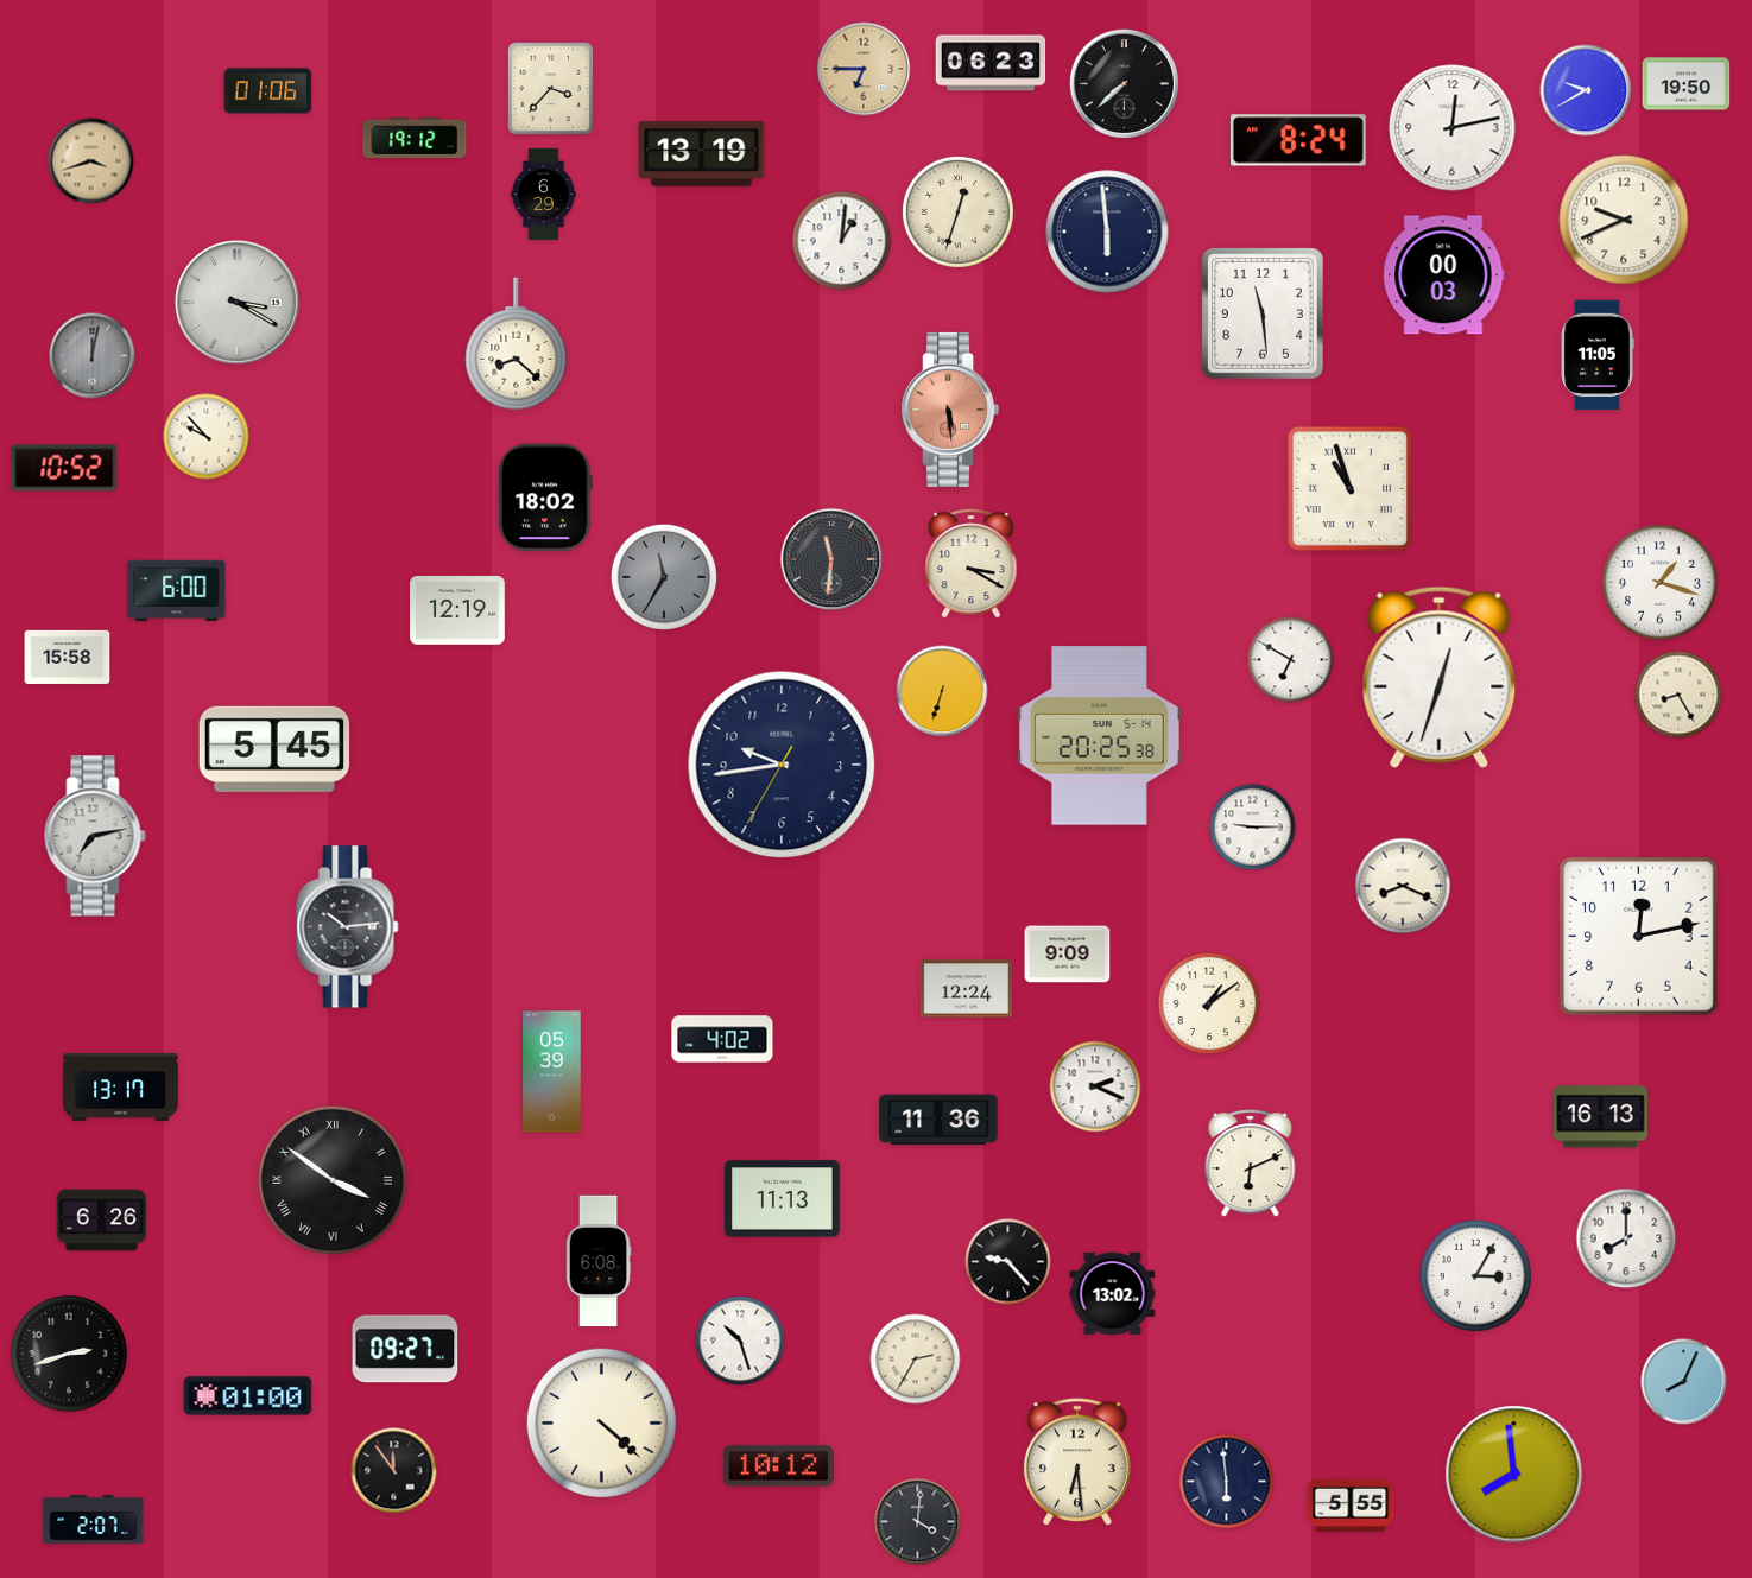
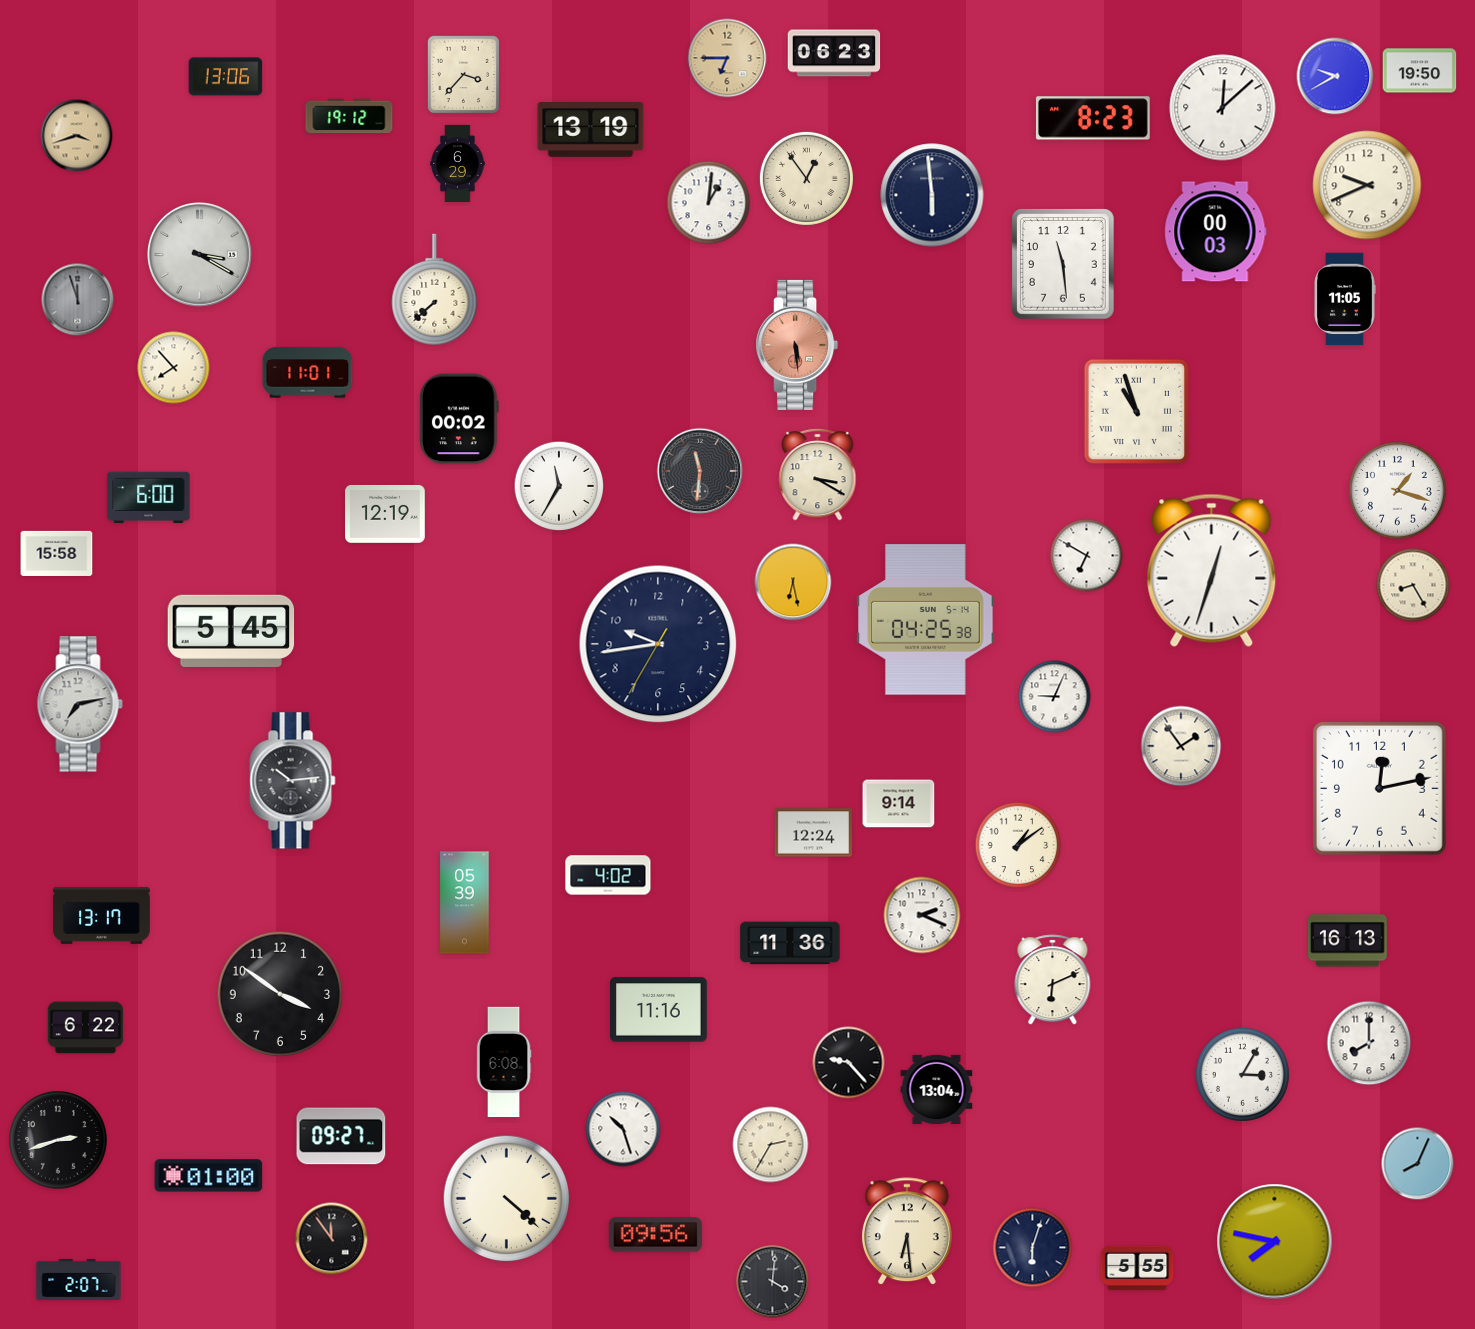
clock at (1124, 83): 7:38 -> none
clock at (268, 91): 01:06 -> 13:06
clock at (1453, 128): 12:13 -> 12:08
clock at (1298, 140): 8:24 -> 8:23
clock at (957, 211): 12:33 -> 12:54
clock at (517, 344): 8:22 -> 7:38
clock at (93, 356): 12:02 -> 11:57
clock at (950, 410) position: (950, 410) -> (797, 345)
clock at (207, 437): 9:53 -> 7:53
clock at (308, 373): none -> 11:01
clock at (64, 468): 10:52 -> none
clock at (545, 498): 18:02 -> 00:02
clock at (664, 577) dial: grey -> white
clock at (942, 691): 6:33 -> 6:28
clock at (1100, 736): 20:25 -> 04:25
clock at (1253, 828): 9:15 -> 9:04
clock at (1403, 886): 8:19 -> 1:54
clock at (1068, 955): 9:09 -> 9:14
clock at (333, 1180) numerals: Roman -> Arabic
clock at (783, 1199): 11:13 -> 11:16
clock at (102, 1221): 6:26 -> 6:22
clock at (1113, 1293): 13:02 -> 13:04
clock at (778, 1466): 10:12 -> 09:56
clock at (1514, 1475): 7:59 -> 7:47
clock at (1227, 1482): 5:59 -> 6:03
